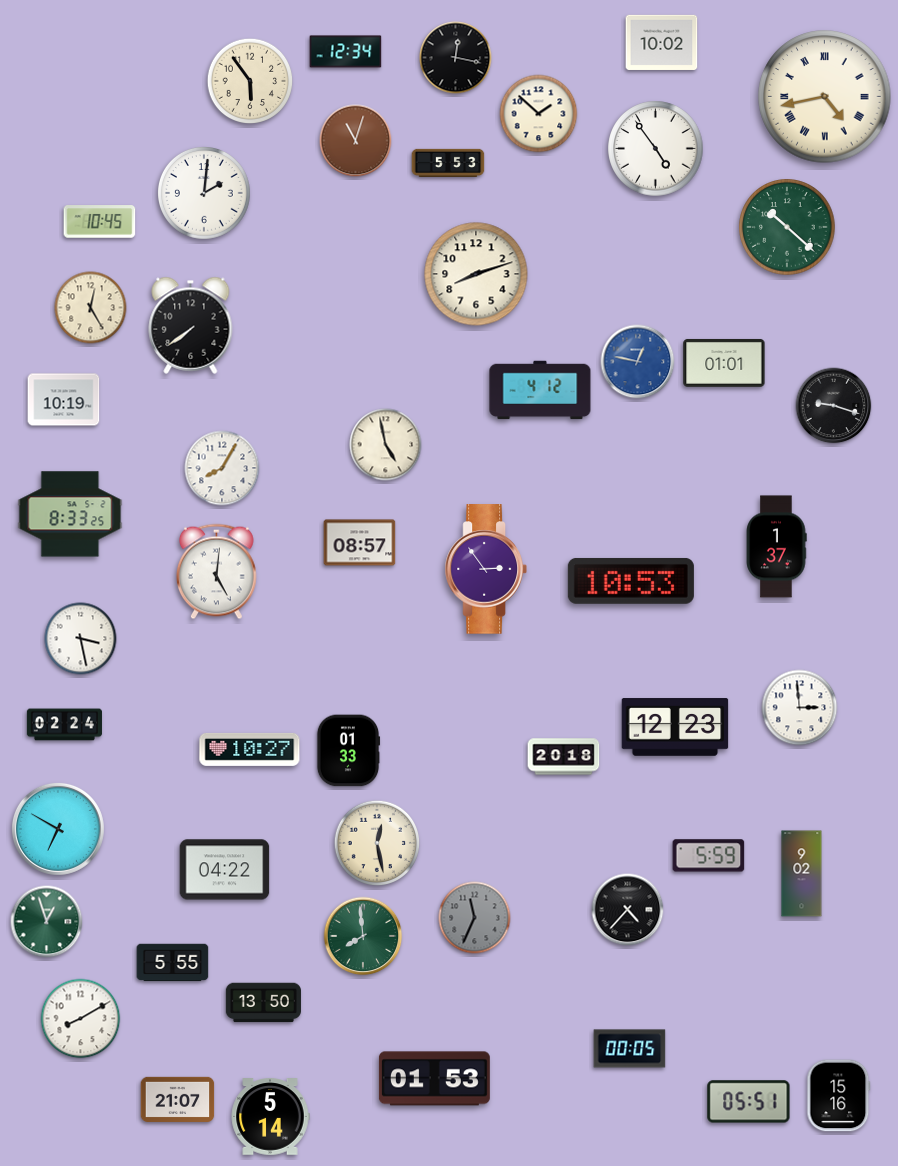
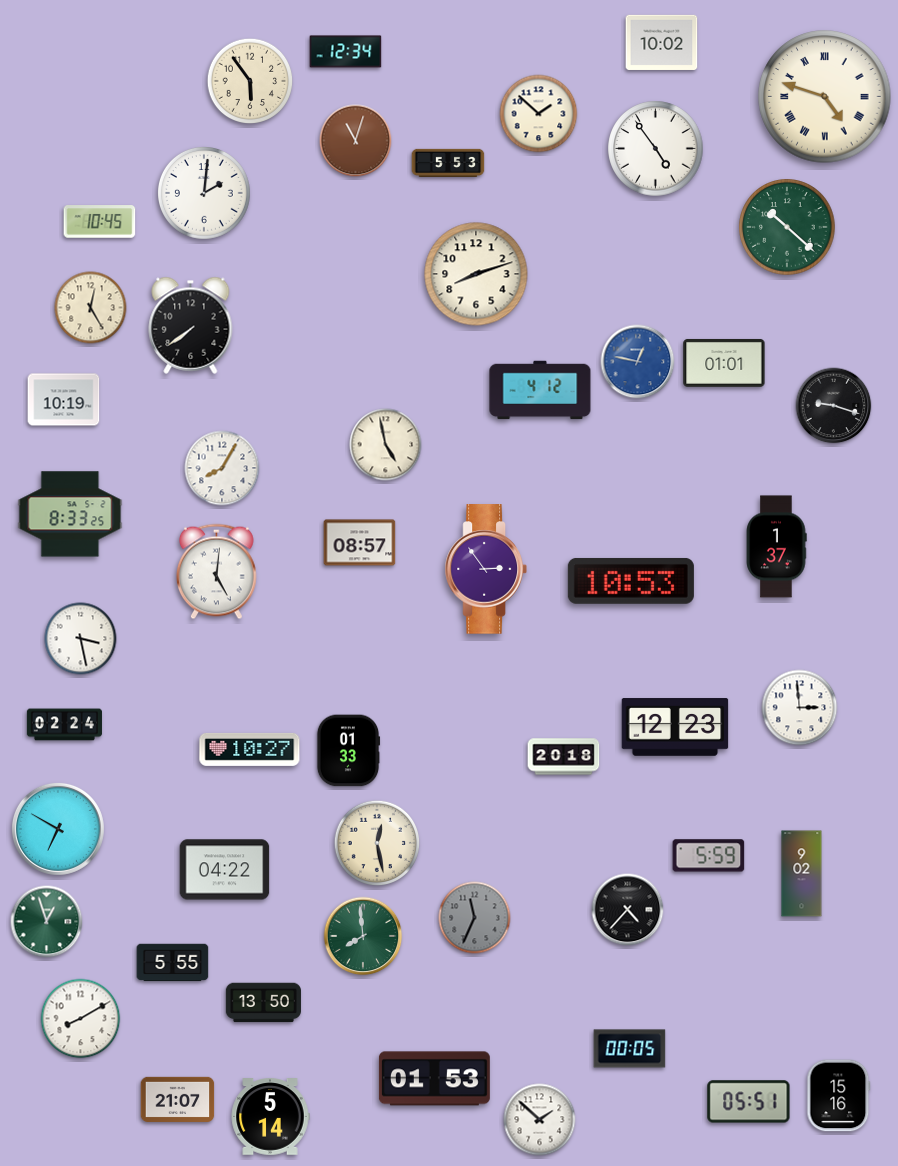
clock at (456, 58): 12:17 -> none
clock at (825, 97): 4:43 -> 4:48
clock at (540, 1120): none -> 1:52
